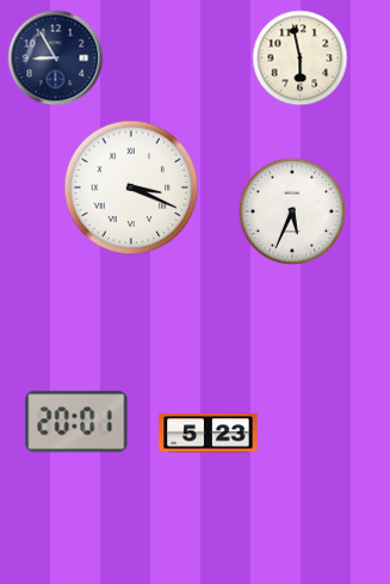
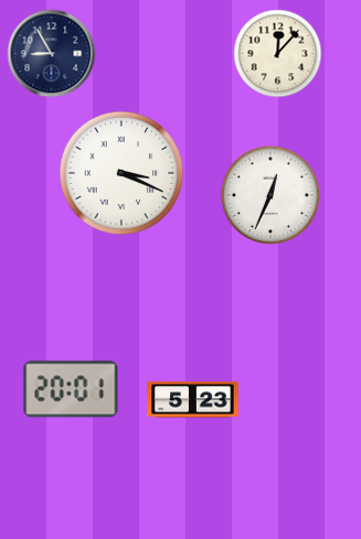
clock at (301, 59): 5:58 -> 12:07
clock at (291, 210): 5:34 -> 12:34
